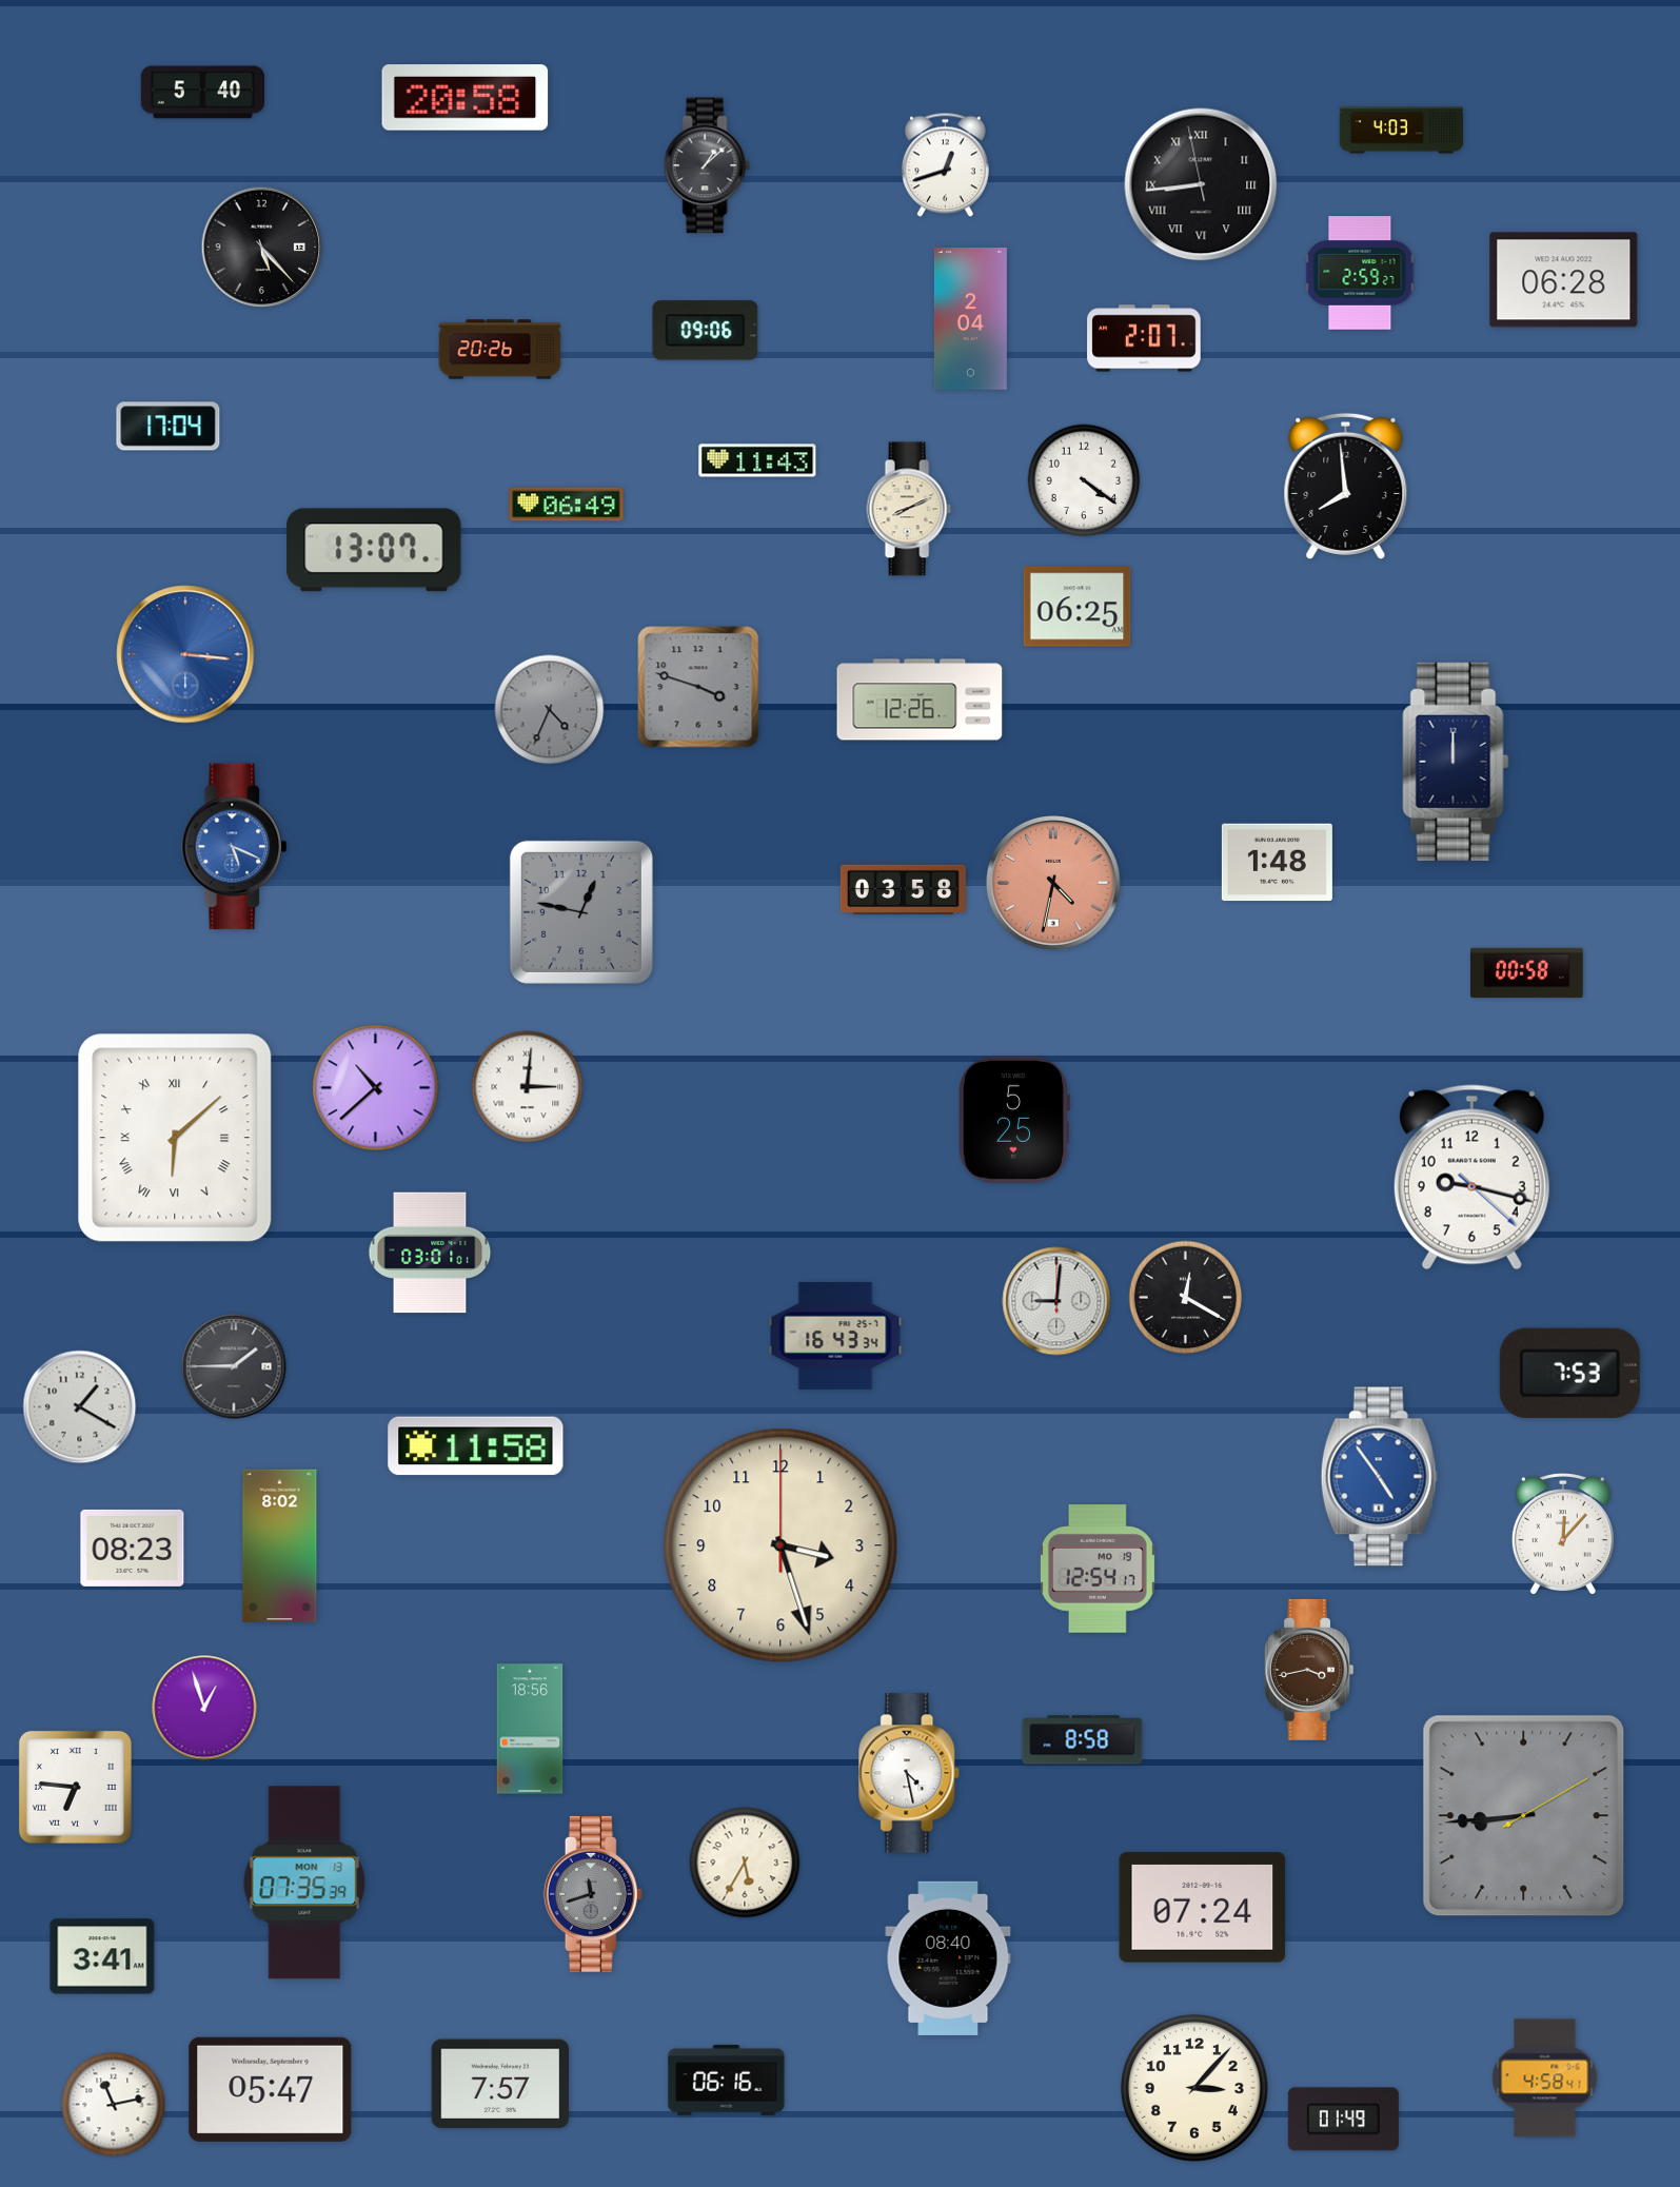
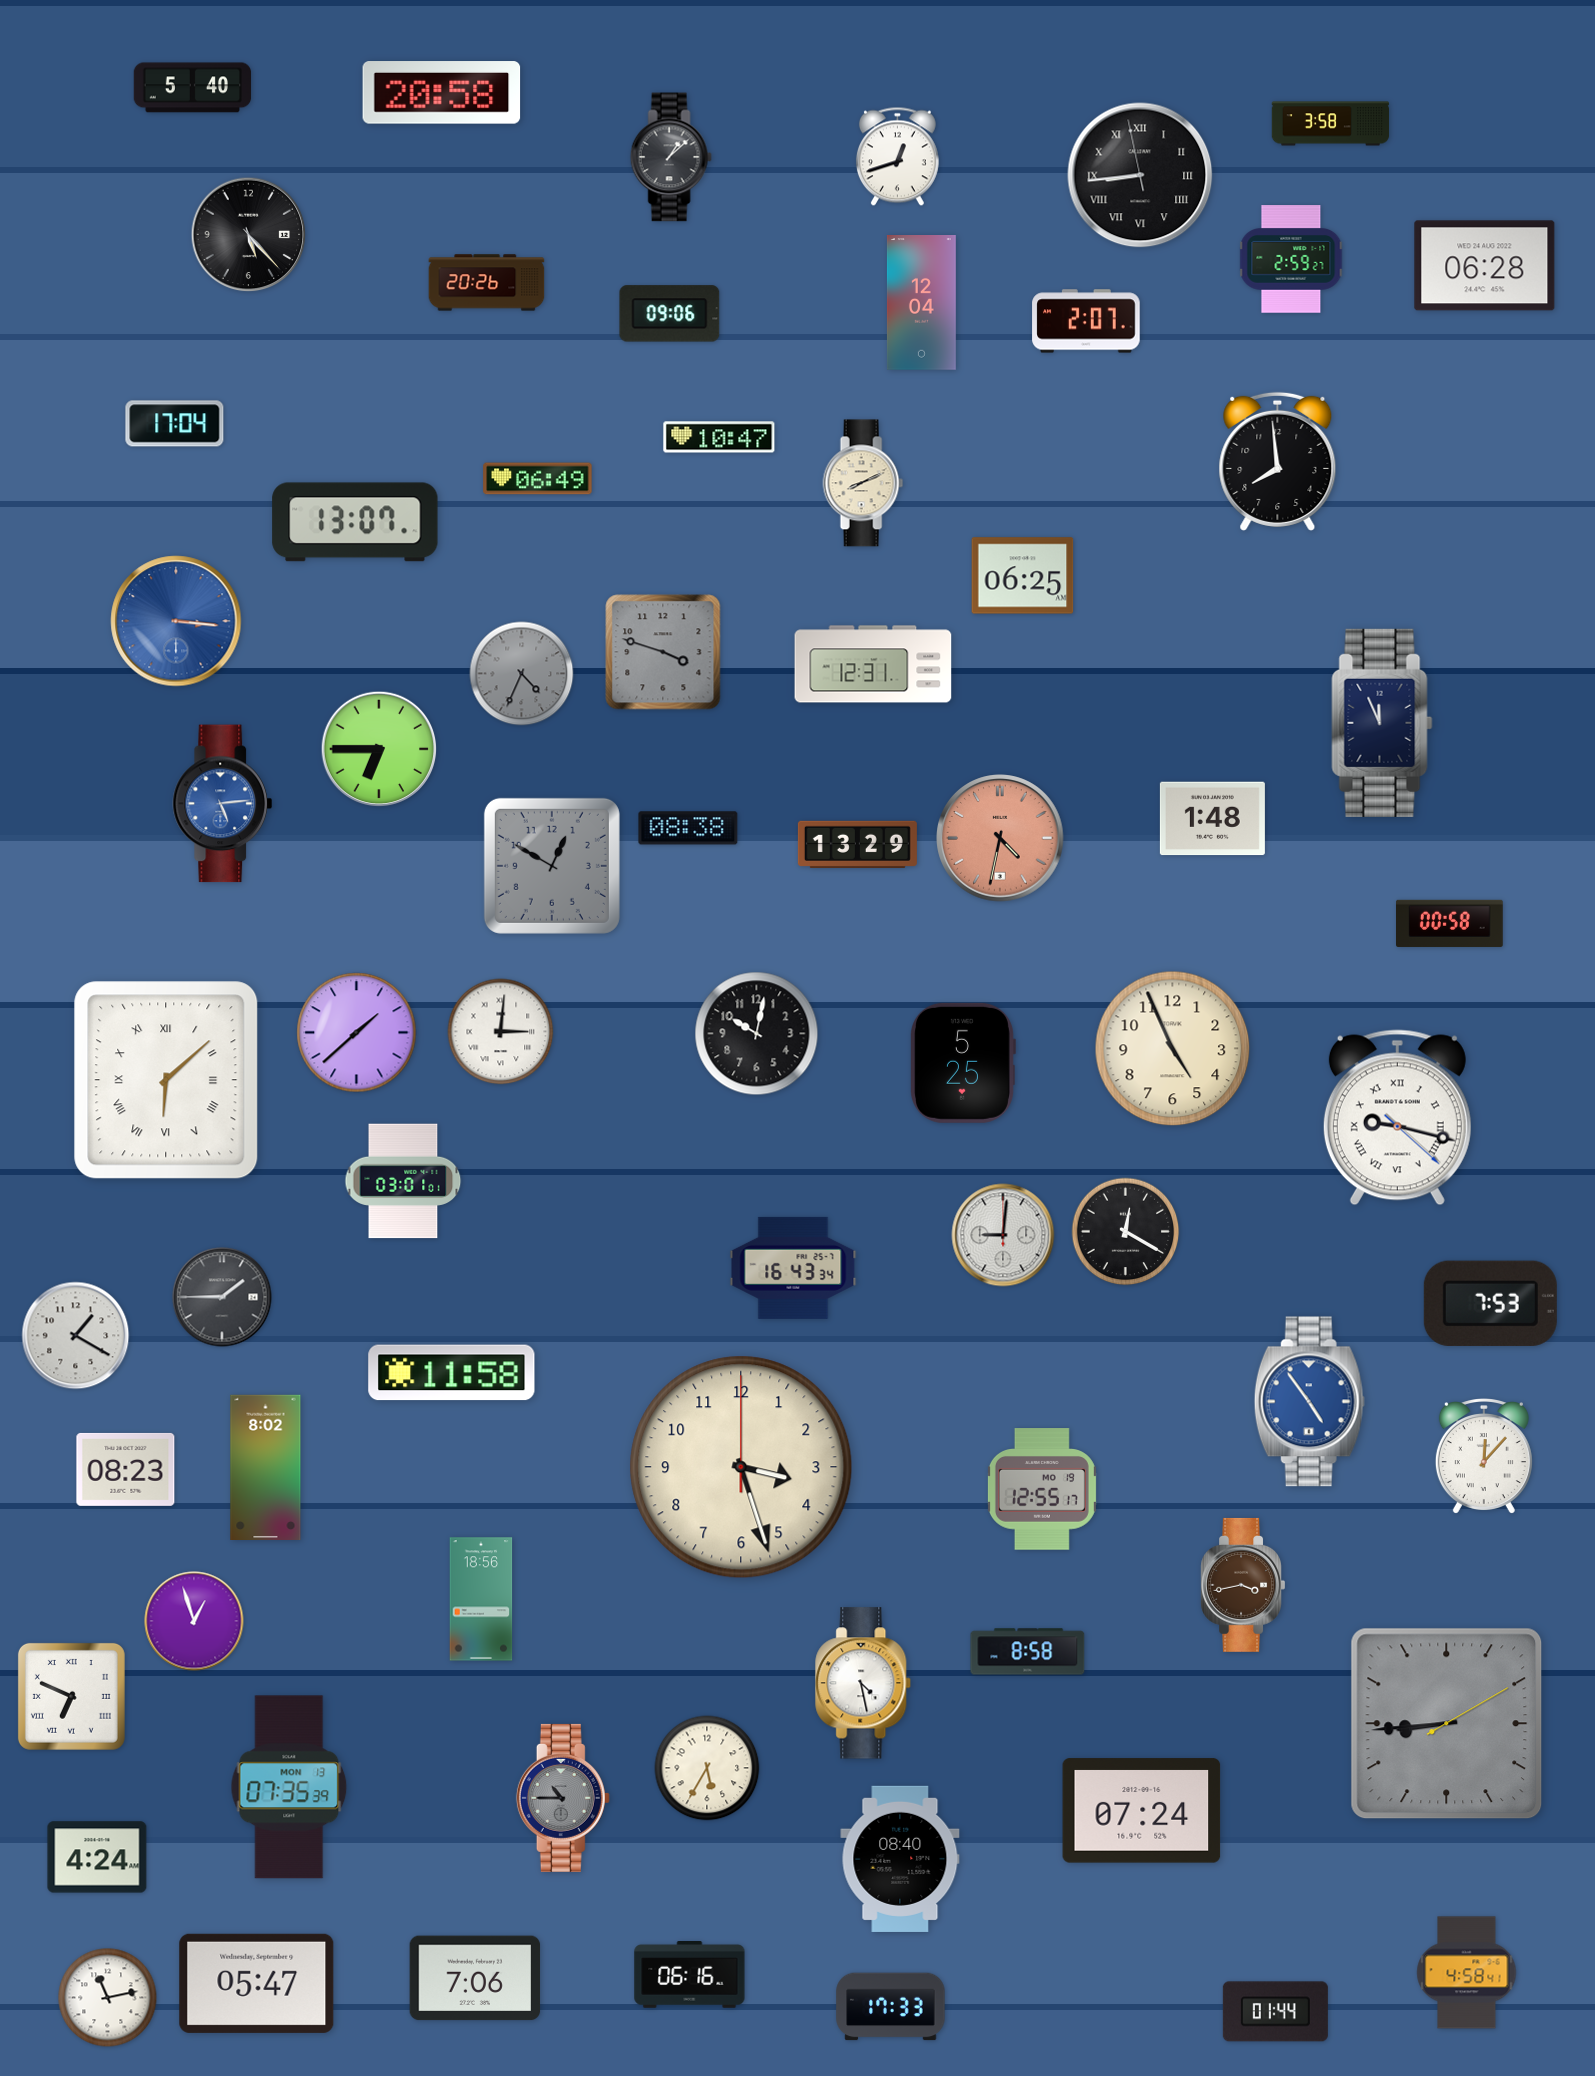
clock at (1402, 131): 4:03 -> 3:58
clock at (970, 319): 2:04 -> 12:04
clock at (500, 350) position: (500, 350) -> (487, 283)
clock at (169, 427) position: (169, 427) -> (175, 424)
clock at (757, 460): 11:43 -> 10:47
clock at (1084, 480): 4:21 -> none
clock at (920, 700): 12:26 -> 12:31
clock at (1456, 762): 12:00 -> 11:56
clock at (379, 749): none -> 6:45
clock at (235, 847): 5:19 -> 5:14
clock at (688, 828): none -> 08:38
clock at (903, 889): 03:58 -> 13:29
clock at (581, 912): 12:47 -> 12:50
clock at (376, 1088): 10:38 -> 1:38
clock at (757, 1034): none -> 10:02
clock at (1173, 1049): none -> 4:56
clock at (1471, 1178) numerals: Arabic -> Roman
clock at (430, 1253) position: (430, 1253) -> (403, 1181)
clock at (1098, 1569): 12:54 -> 12:55
clock at (530, 1729) position: (530, 1729) -> (481, 1599)
clock at (75, 1787): 6:46 -> 6:49
clock at (593, 1894): 11:42 -> 10:45
clock at (102, 1956): 3:41 -> 4:24
clock at (500, 2084): 7:57 -> 7:06
clock at (1194, 2088): 3:07 -> none
clock at (891, 2007): none -> 17:33
clock at (1343, 2120): 01:49 -> 01:44
